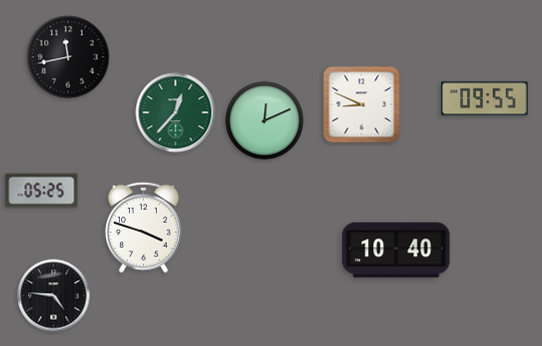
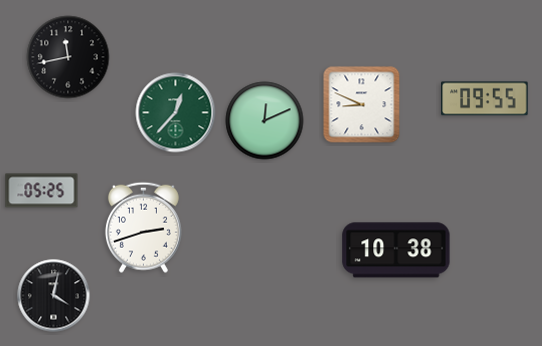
clock at (143, 227): 3:48 -> 2:42
clock at (396, 250): 10:40 -> 10:38
clock at (54, 296): 4:46 -> 4:02
